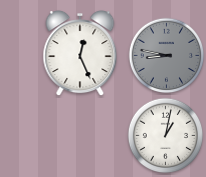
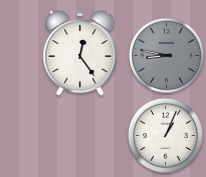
clock at (80, 54): 12:26 -> 12:24
clock at (166, 136): 1:02 -> 1:04
